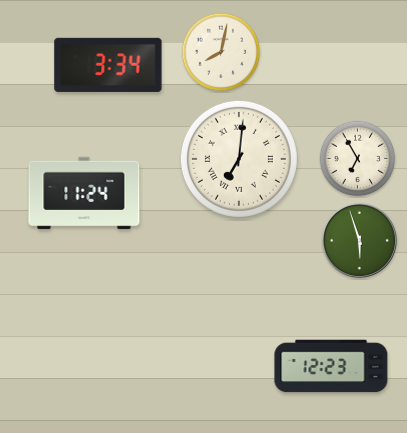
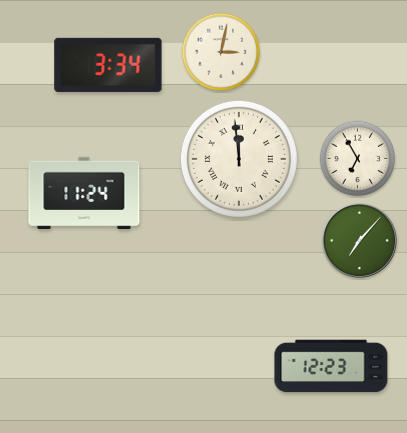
clock at (221, 52): 8:02 -> 3:02
clock at (239, 159): 7:01 -> 11:59
clock at (359, 240): 5:57 -> 7:07
